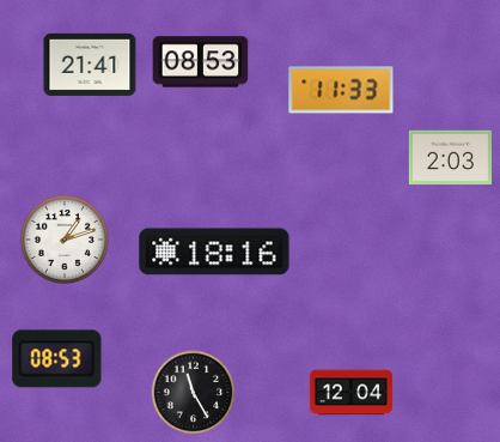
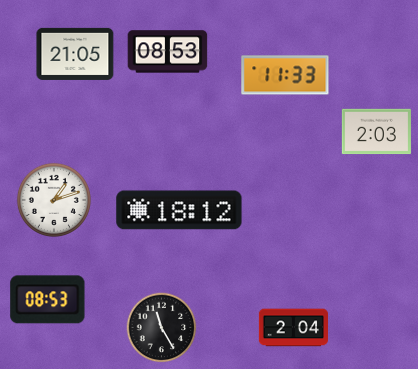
clock at (90, 65): 21:41 -> 21:05
clock at (214, 252): 18:16 -> 18:12
clock at (350, 393): 12:04 -> 2:04
